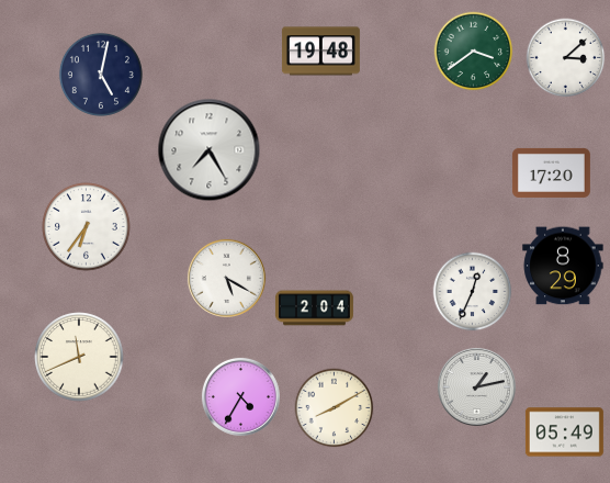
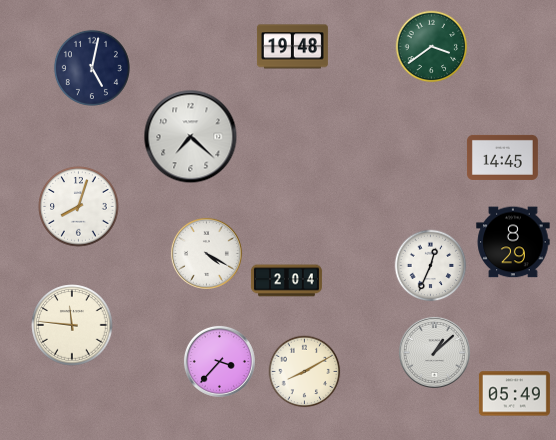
clock at (566, 58): 3:08 -> none
clock at (210, 150): 7:25 -> 7:22
clock at (551, 172): 17:20 -> 14:45
clock at (87, 227): 6:36 -> 8:03
clock at (226, 278): 5:20 -> 4:20
clock at (79, 357): 11:41 -> 11:46
clock at (476, 386): 1:13 -> 1:08
clock at (240, 396): 4:35 -> 3:37
